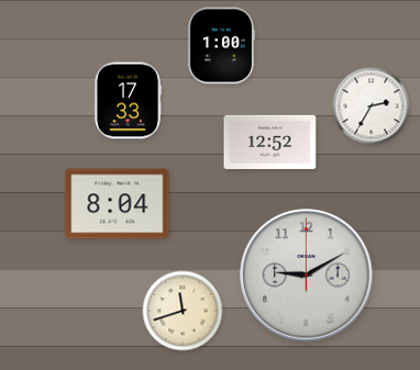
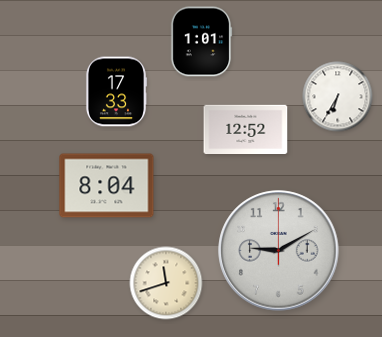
clock at (221, 46): 1:00 -> 1:01
clock at (372, 106): 2:35 -> 6:35
